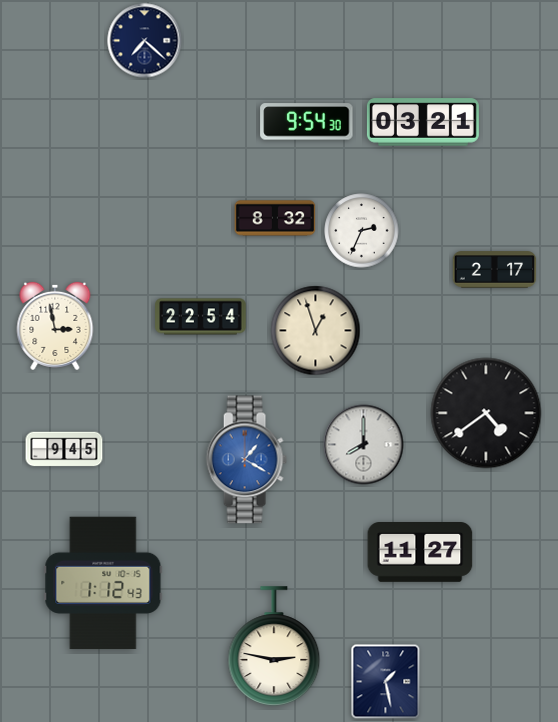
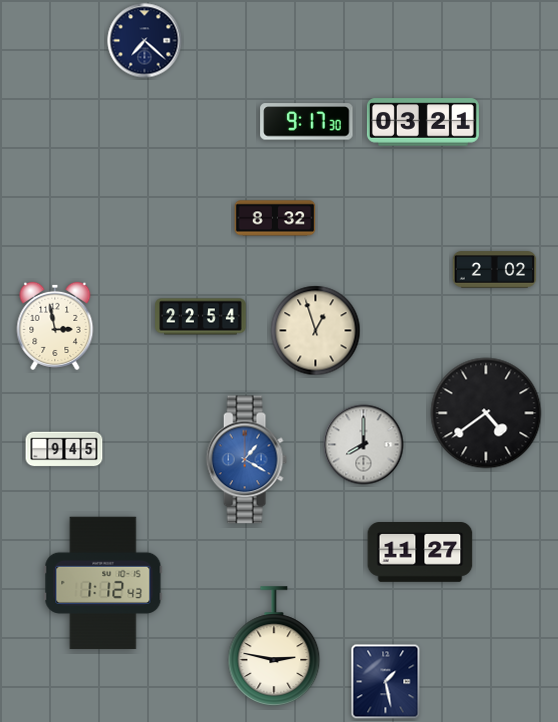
clock at (307, 122): 9:54 -> 9:17
clock at (362, 231): 2:34 -> none
clock at (495, 270): 2:17 -> 2:02
